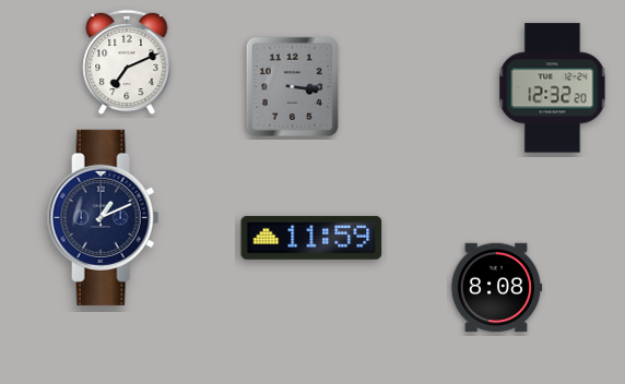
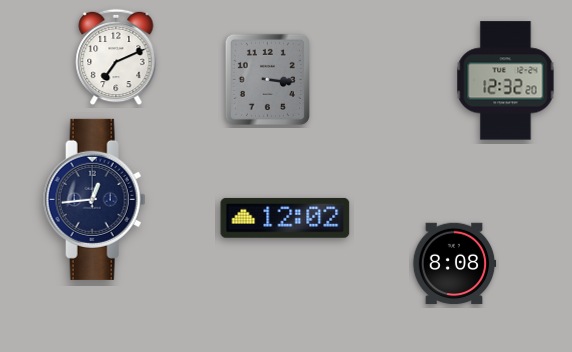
clock at (104, 217): 1:11 -> 12:44
clock at (311, 238): 11:59 -> 12:02
